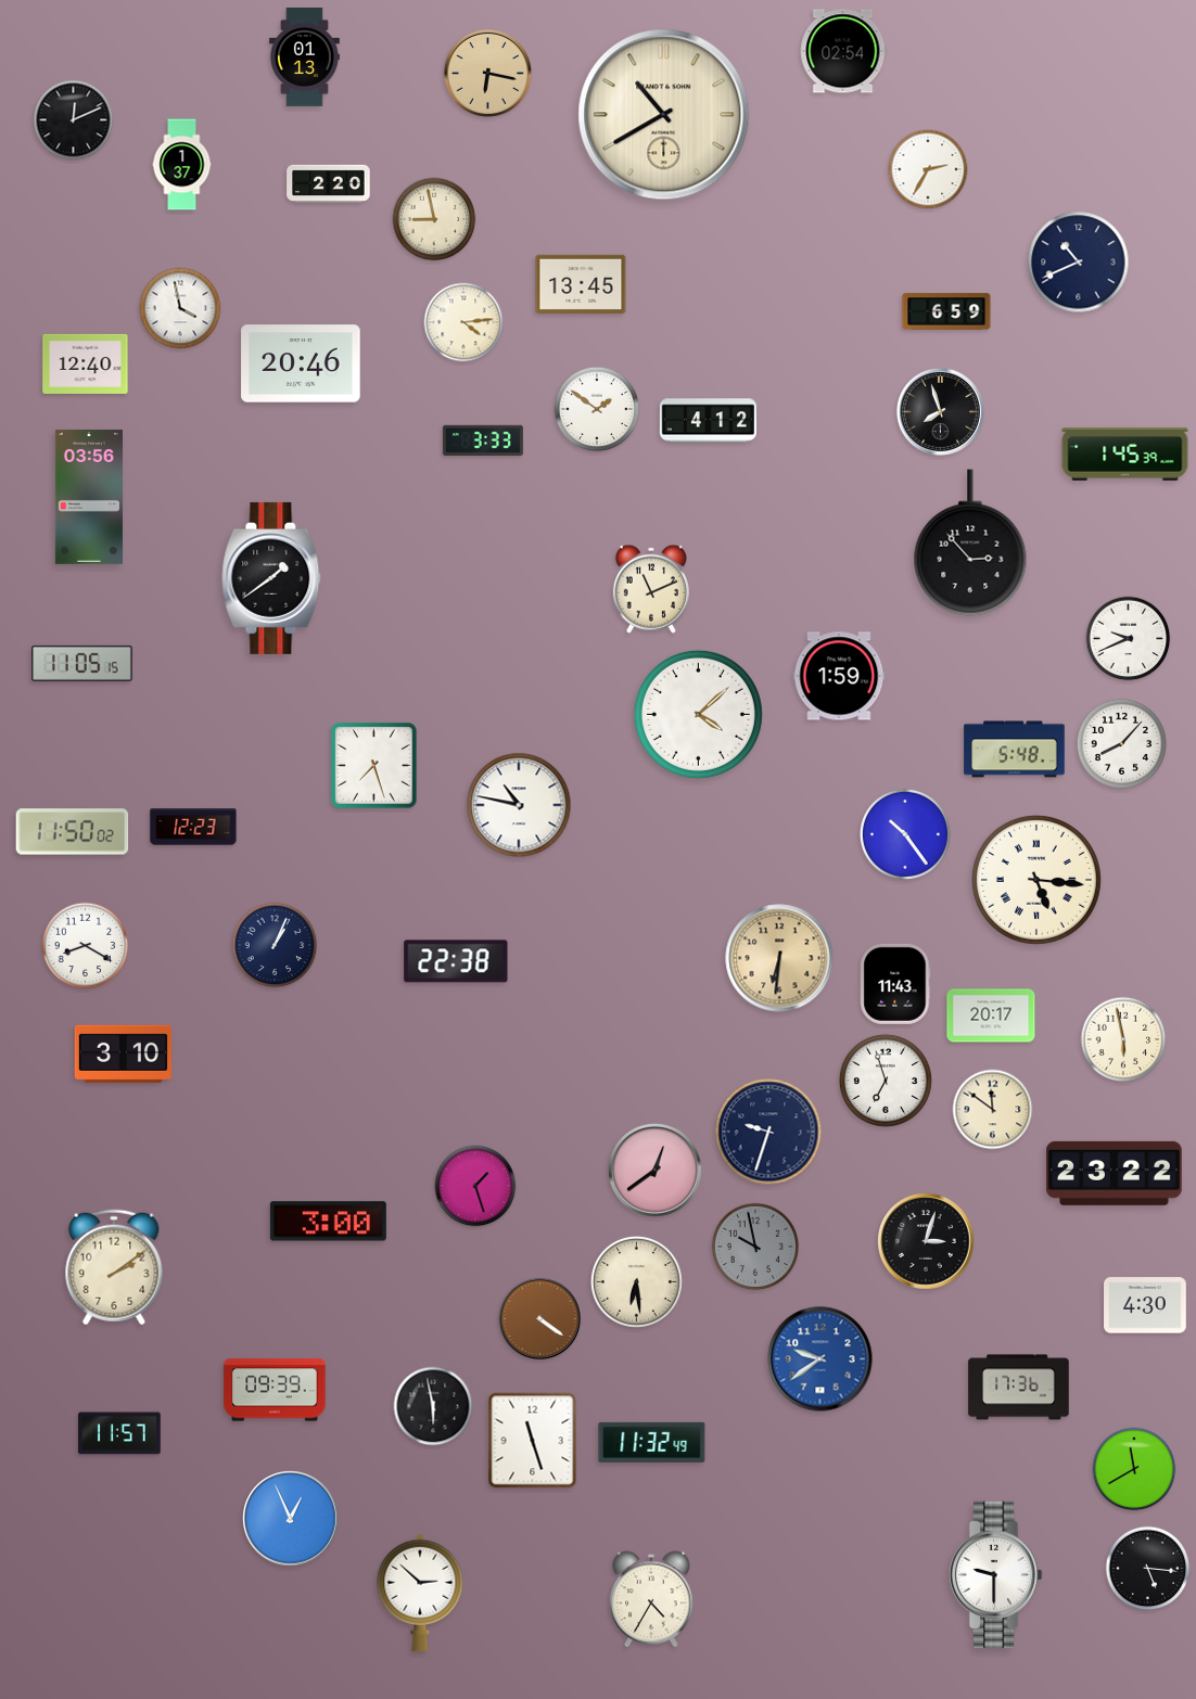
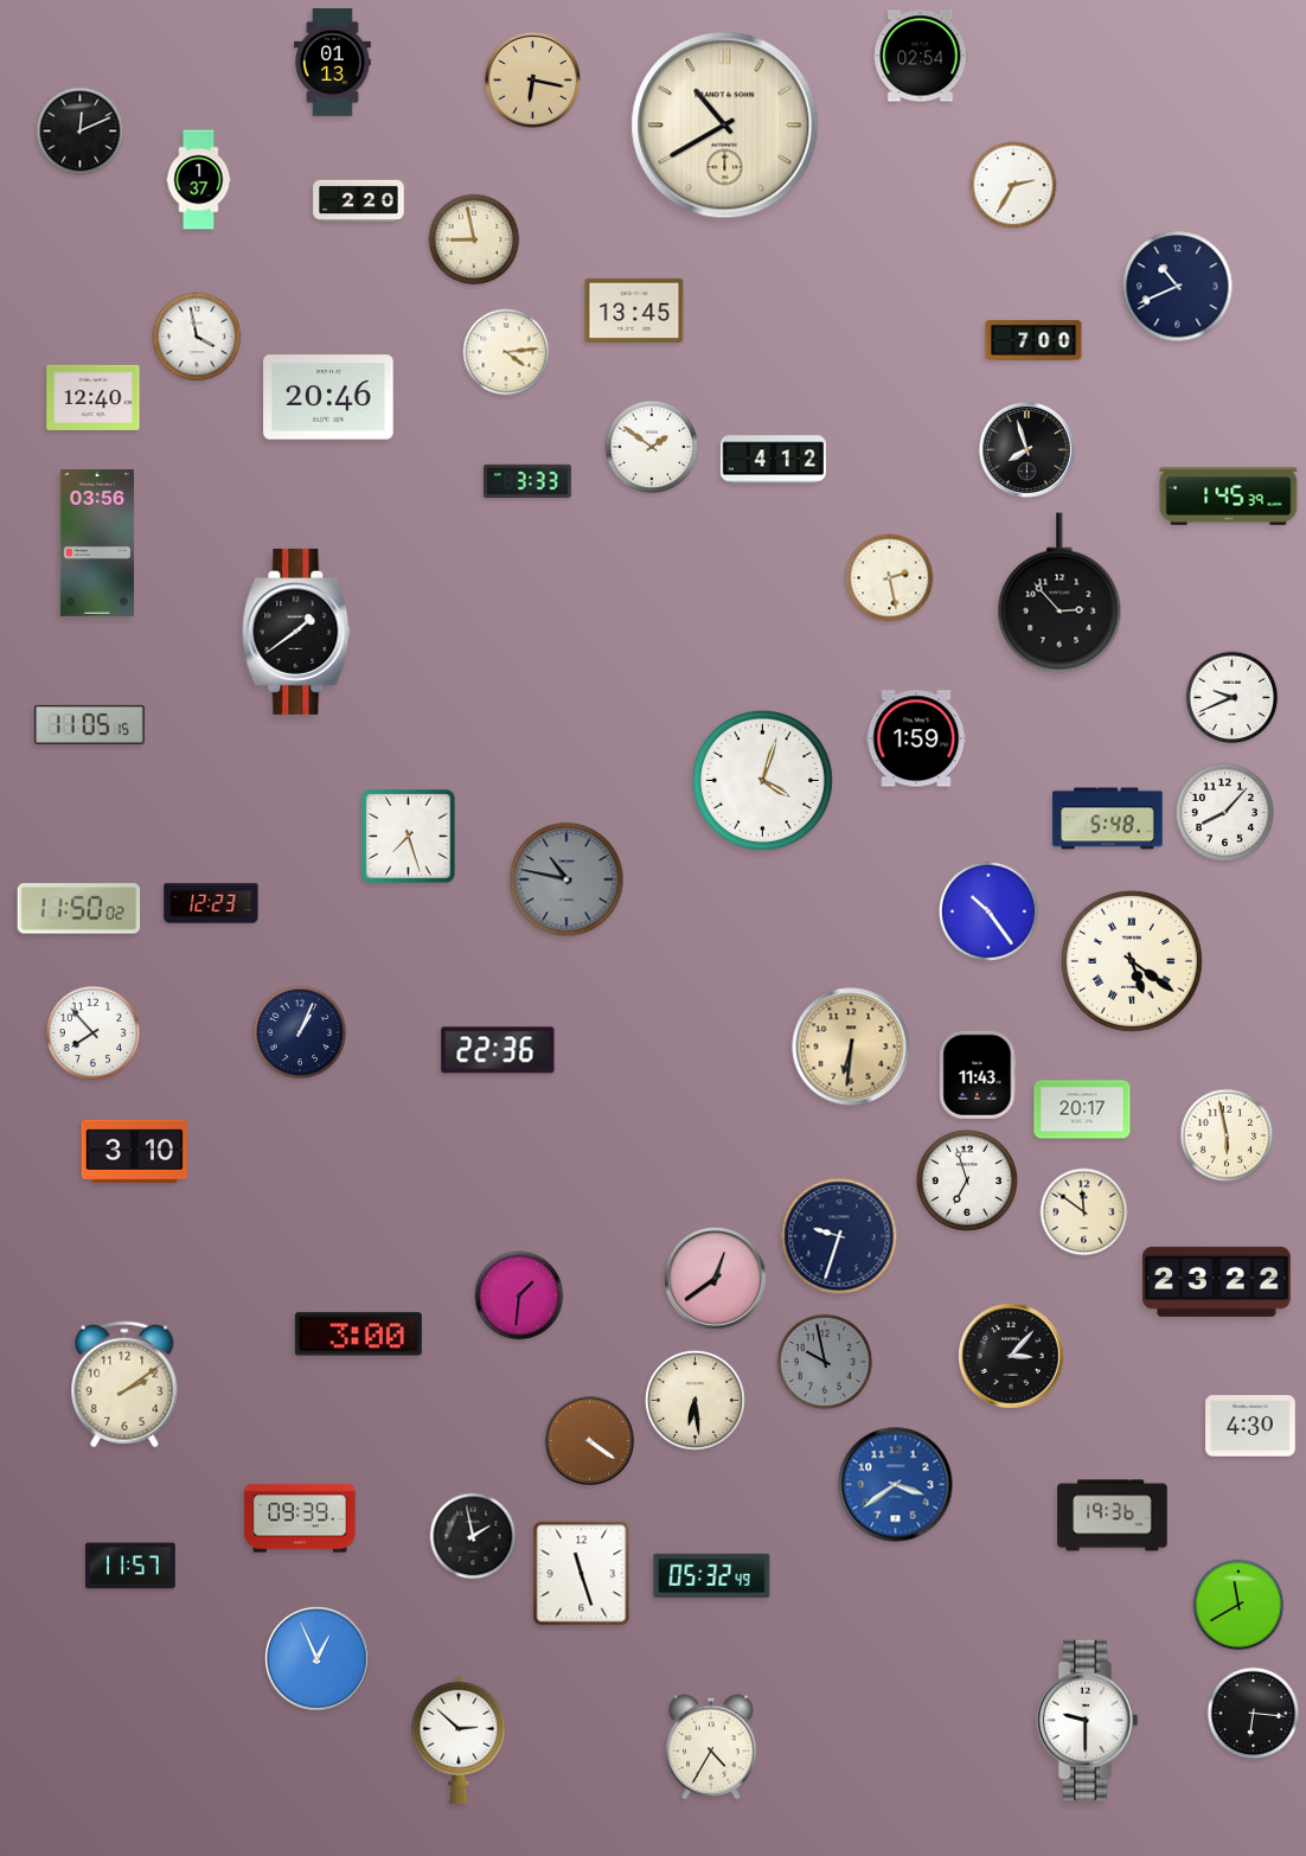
clock at (946, 311): 6:59 -> 7:00
clock at (890, 578): none -> 2:28
clock at (651, 589): 11:11 -> none
clock at (698, 714): 4:08 -> 4:03
clock at (519, 805) dial: white -> grey
clock at (1036, 880): 5:16 -> 5:21
clock at (86, 946): 8:20 -> 7:53
clock at (456, 961): 22:38 -> 22:36
clock at (475, 1186): 1:27 -> 1:31
clock at (926, 1241): 3:03 -> 3:07
clock at (820, 1359): 9:39 -> 3:39
clock at (1019, 1388): 17:36 -> 19:36
clock at (433, 1406): 5:58 -> 1:58
clock at (652, 1442): 11:32 -> 05:32
clock at (1148, 1569): 5:16 -> 6:16
